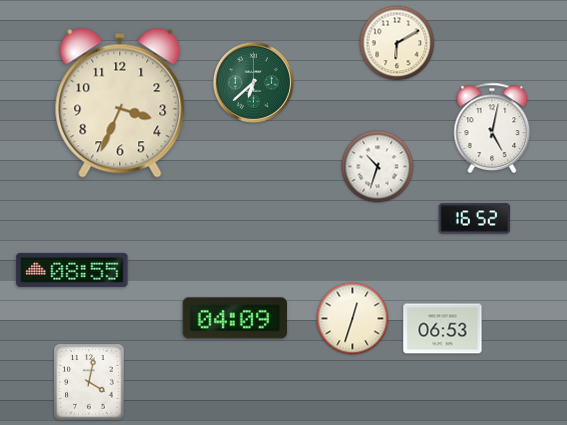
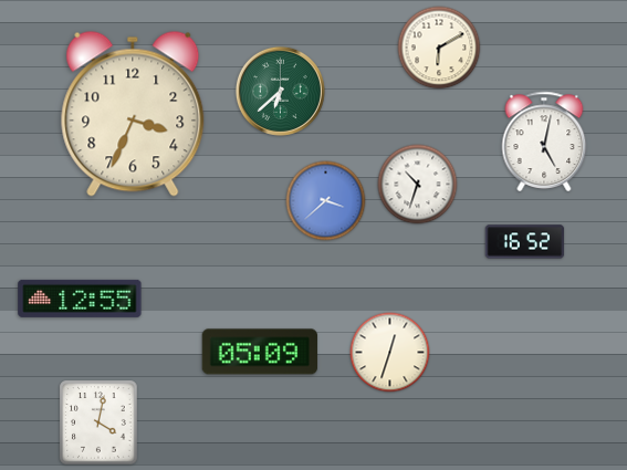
clock at (326, 201): none -> 3:38
clock at (72, 270): 08:55 -> 12:55
clock at (235, 318): 04:09 -> 05:09
clock at (443, 329): 06:53 -> none
